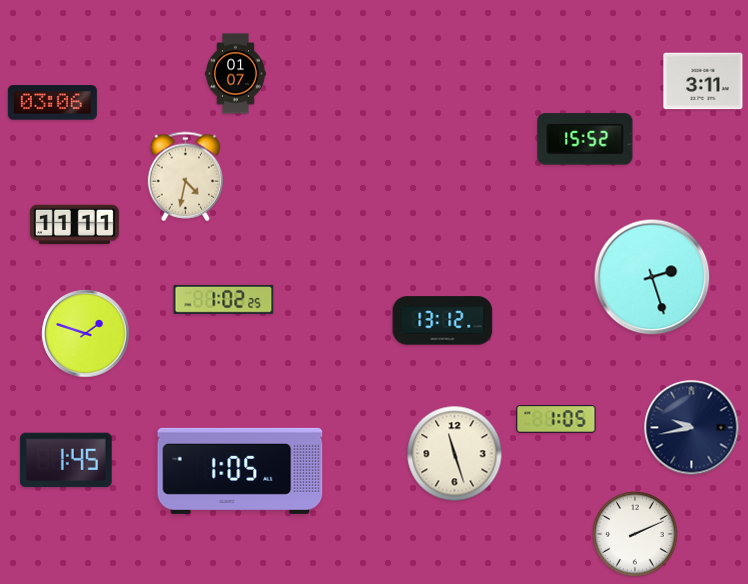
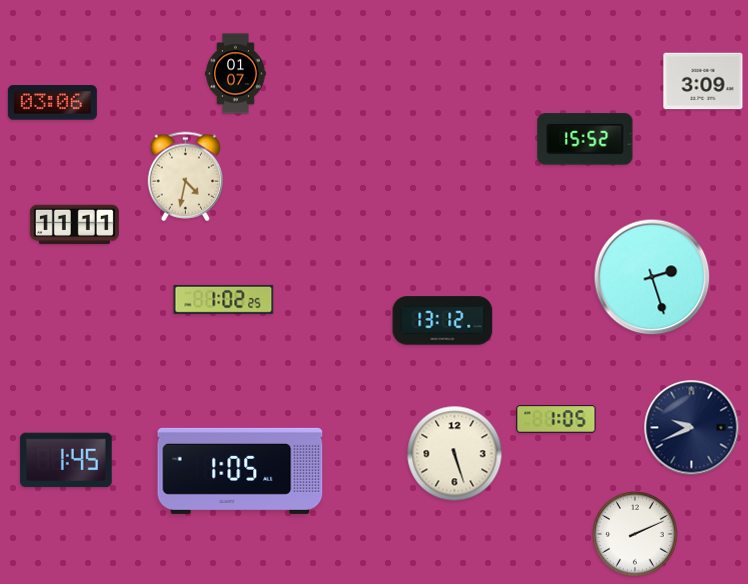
clock at (703, 81): 3:11 -> 3:09
clock at (86, 334): 1:48 -> none
clock at (692, 428): 9:43 -> 9:41
clock at (455, 454): 11:27 -> 5:27
